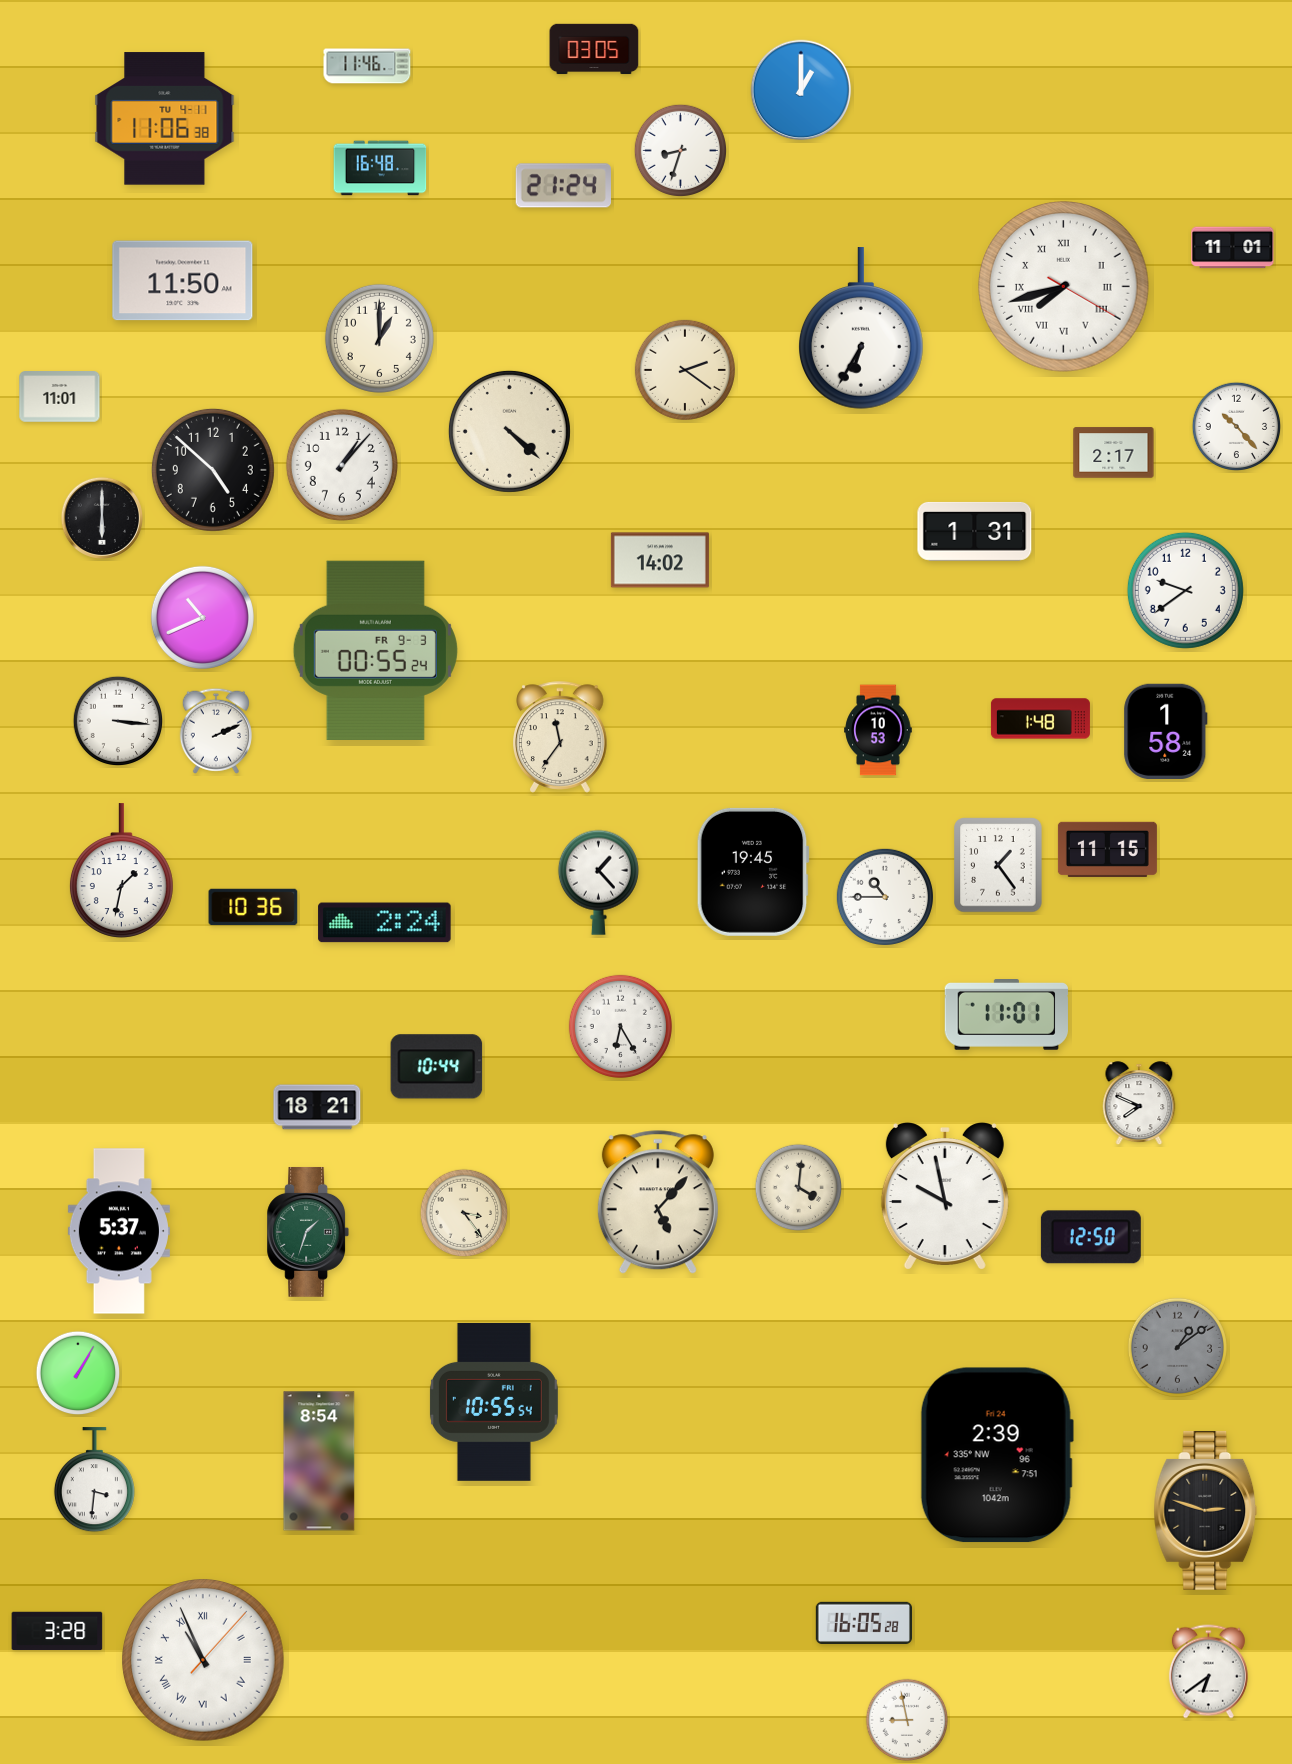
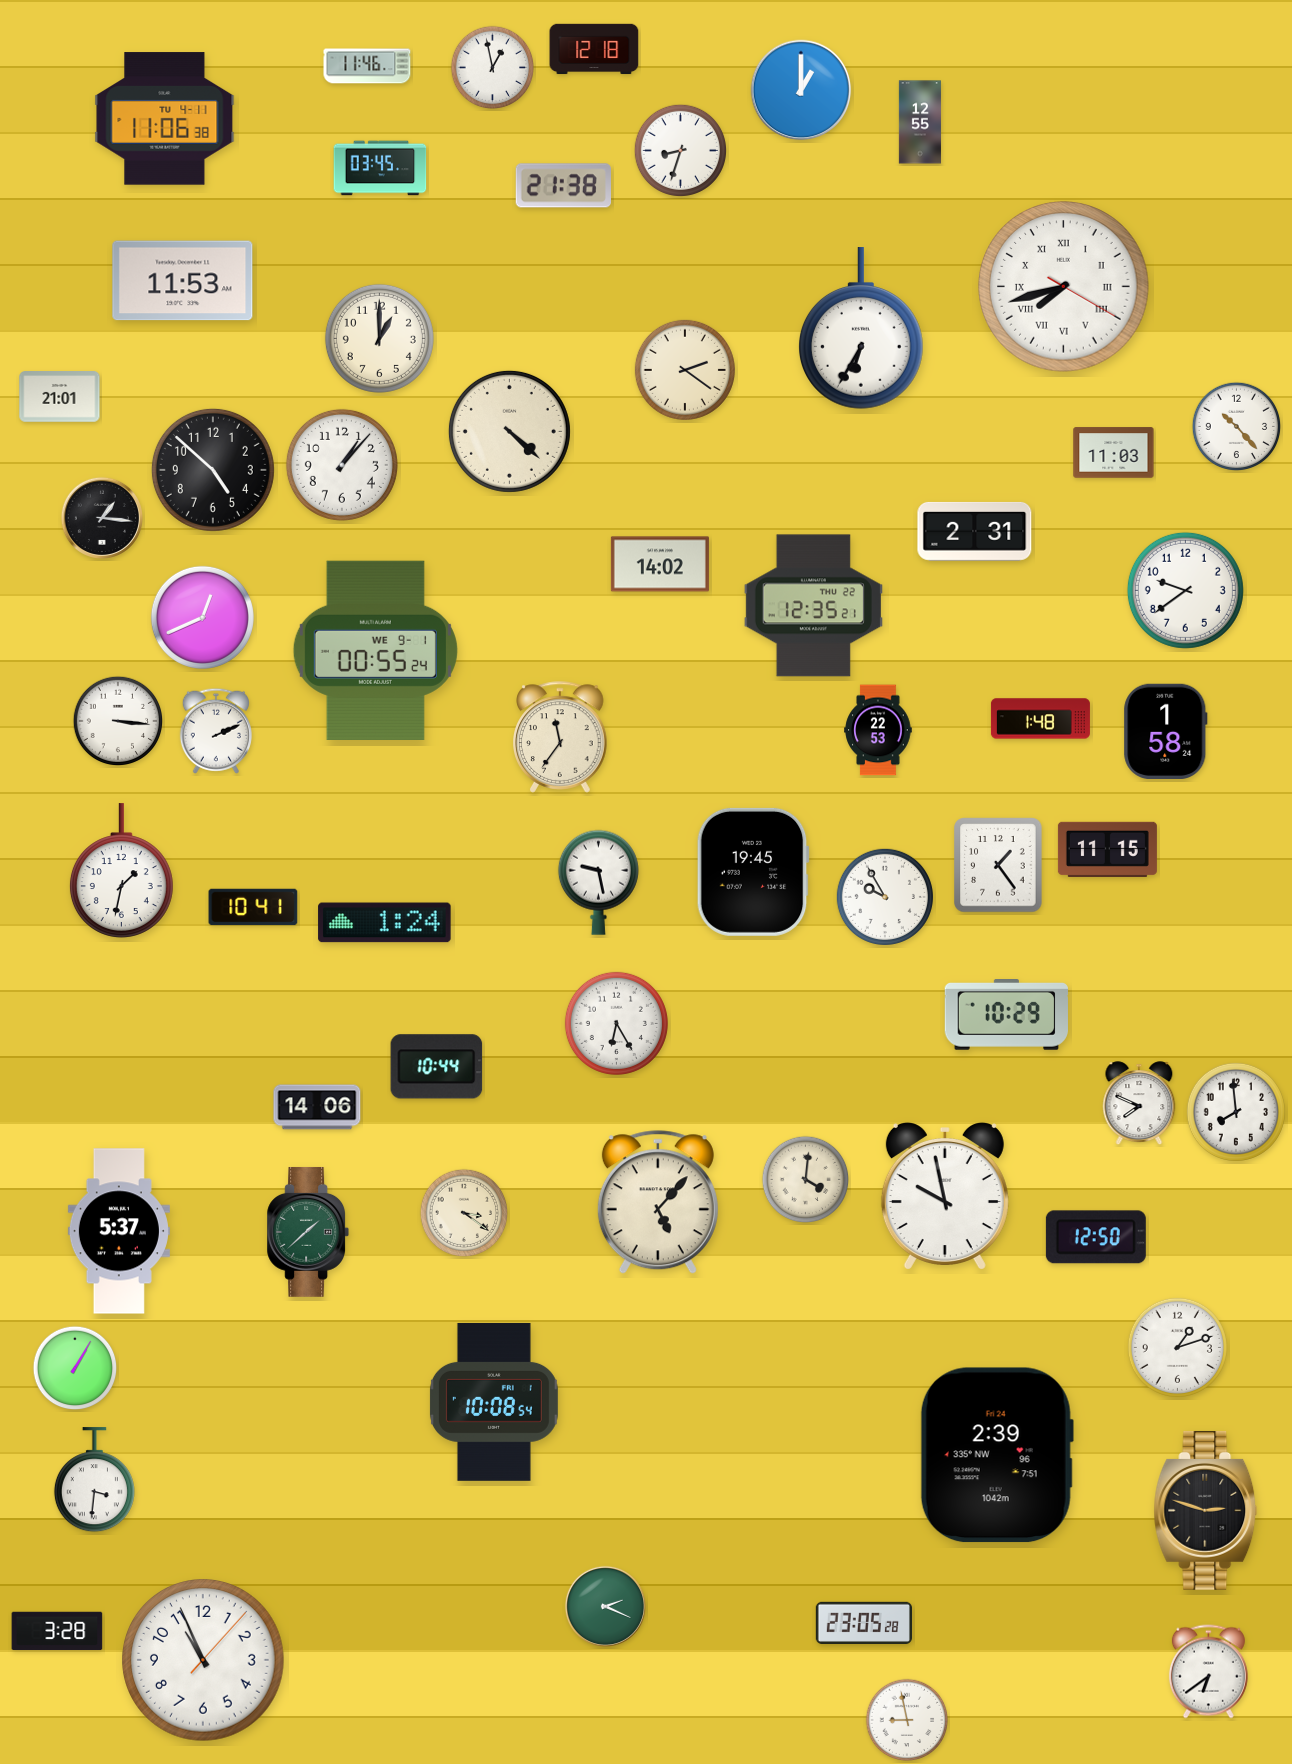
clock at (594, 49): 03:05 -> 12:18
clock at (493, 68): none -> 12:58
clock at (919, 122): none -> 12:55
clock at (380, 168): 16:48 -> 03:45
clock at (563, 186): 21:24 -> 21:38
clock at (1233, 248): 11:01 -> none
clock at (183, 281): 11:50 -> 11:53
clock at (60, 397): 11:01 -> 21:01
clock at (1114, 453): 2:17 -> 11:03
clock at (102, 518): 6:00 -> 1:16
clock at (975, 531): 1:31 -> 2:31
clock at (660, 560) position: (660, 560) -> (660, 564)
clock at (813, 606): none -> 12:35
clock at (202, 617): 10:41 -> 12:41
clock at (375, 650) date: FR 9-3 -> WE 9-1
clock at (878, 730): 10:53 -> 22:53
clock at (598, 882): 1:23 -> 9:28
clock at (885, 897): 10:45 -> 9:55
clock at (253, 907): 10:36 -> 10:41
clock at (385, 923): 2:24 -> 1:24
clock at (1006, 1015): 11:01 -> 10:29
clock at (620, 1026) position: (620, 1026) -> (616, 1023)
clock at (317, 1107): 18:21 -> 14:06
clock at (1236, 1112): none -> 7:59
clock at (799, 1188) position: (799, 1188) -> (806, 1180)
clock at (464, 1213): 3:24 -> 3:21
clock at (308, 1232): 1:33 -> 1:38
clock at (1091, 1237) position: (1091, 1237) -> (1096, 1237)
clock at (1177, 1347): 1:09 -> 1:12
clock at (1177, 1347) dial: grey -> white
clock at (78, 1373) position: (78, 1373) -> (75, 1368)
clock at (494, 1402): 10:55 -> 10:08
clock at (319, 1461): 8:54 -> none
clock at (605, 1606): none -> 2:19
clock at (863, 1622): 16:05 -> 23:05
clock at (203, 1660) numerals: Roman -> Arabic
